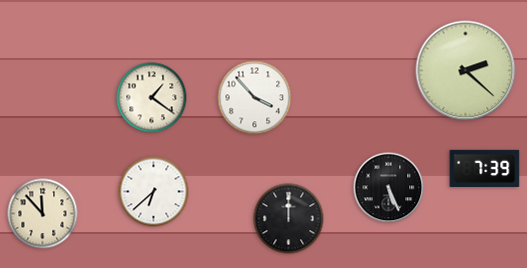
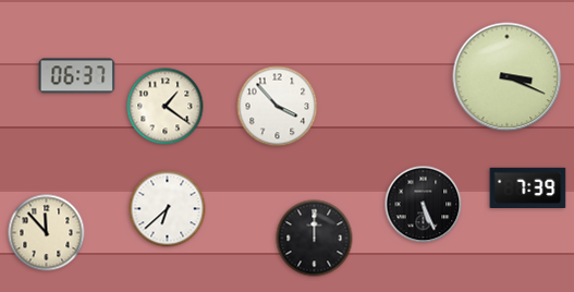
clock at (77, 76): none -> 06:37
clock at (466, 71): 2:22 -> 3:19
clock at (485, 168) position: (485, 168) -> (528, 187)
